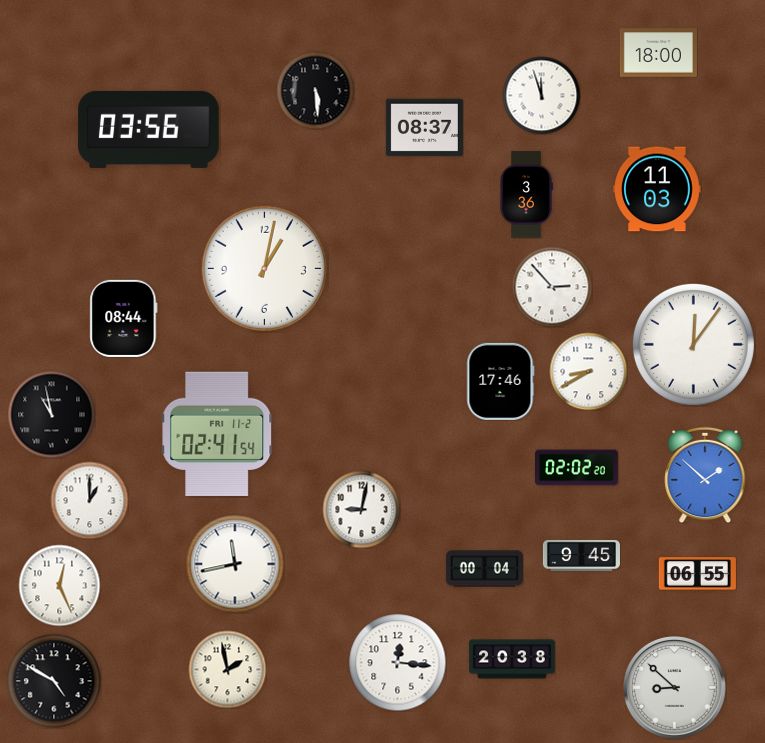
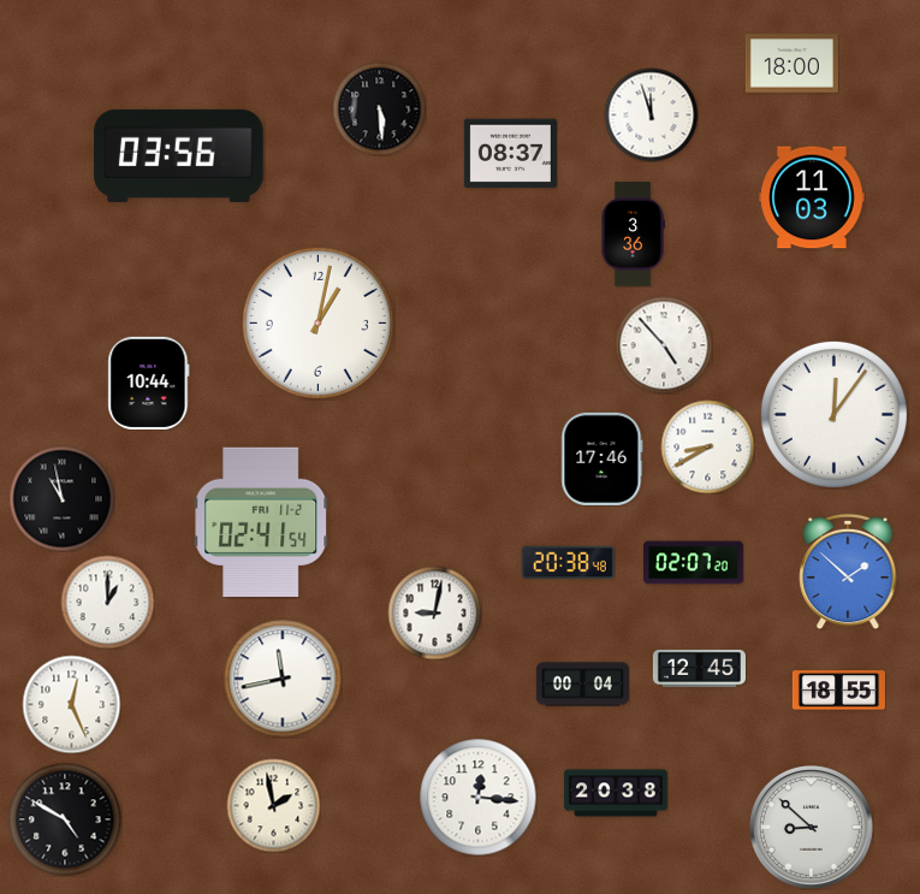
clock at (657, 189) position: (657, 189) -> (812, 197)
clock at (552, 287): 2:53 -> 4:53
clock at (124, 318): 08:44 -> 10:44
clock at (568, 563): none -> 20:38
clock at (577, 468): 02:02 -> 02:07
clock at (581, 555): 9:45 -> 12:45
clock at (697, 574): 06:55 -> 18:55
